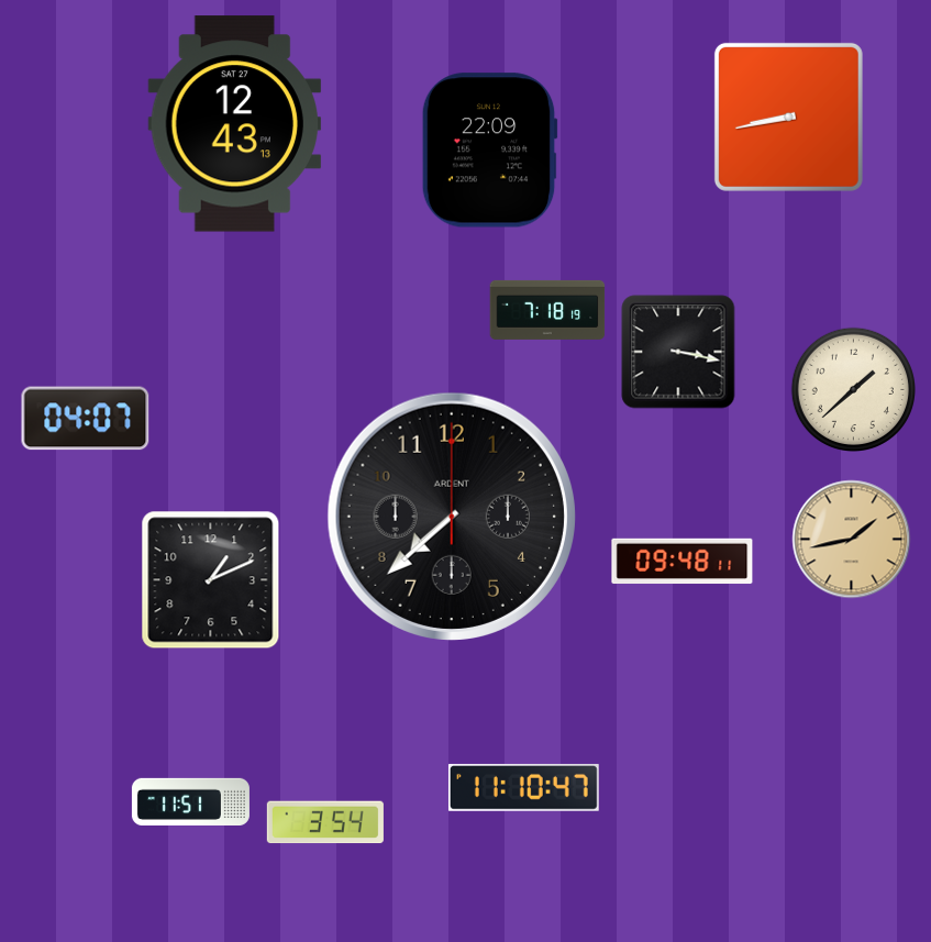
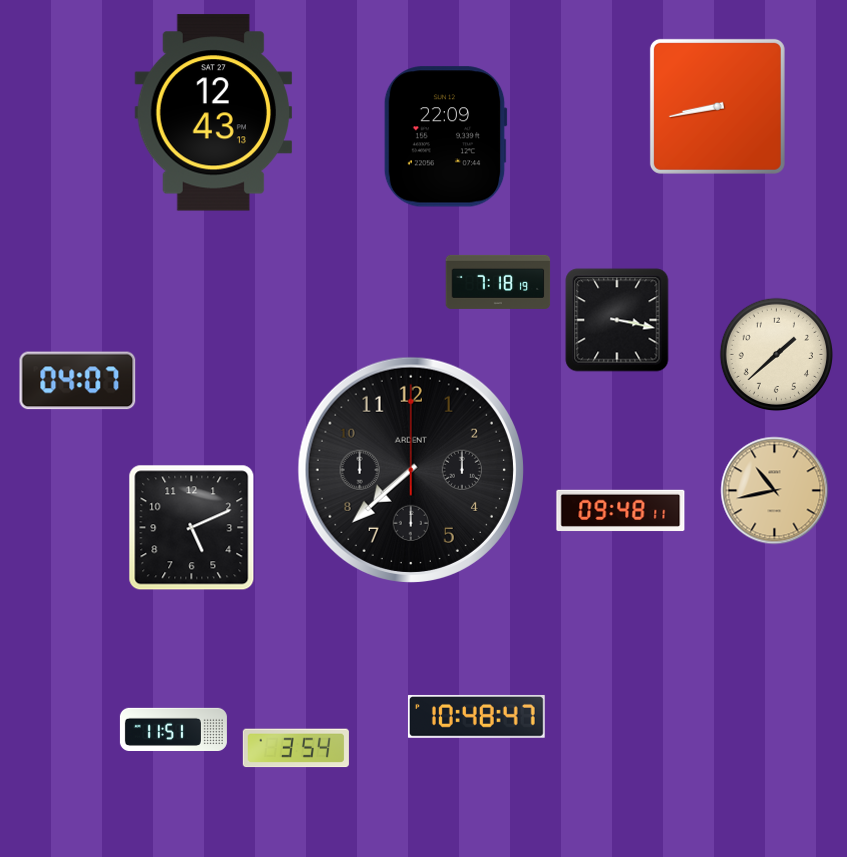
clock at (852, 540): 1:43 -> 10:43
clock at (211, 580): 1:11 -> 5:11
clock at (523, 787): 11:10 -> 10:48
